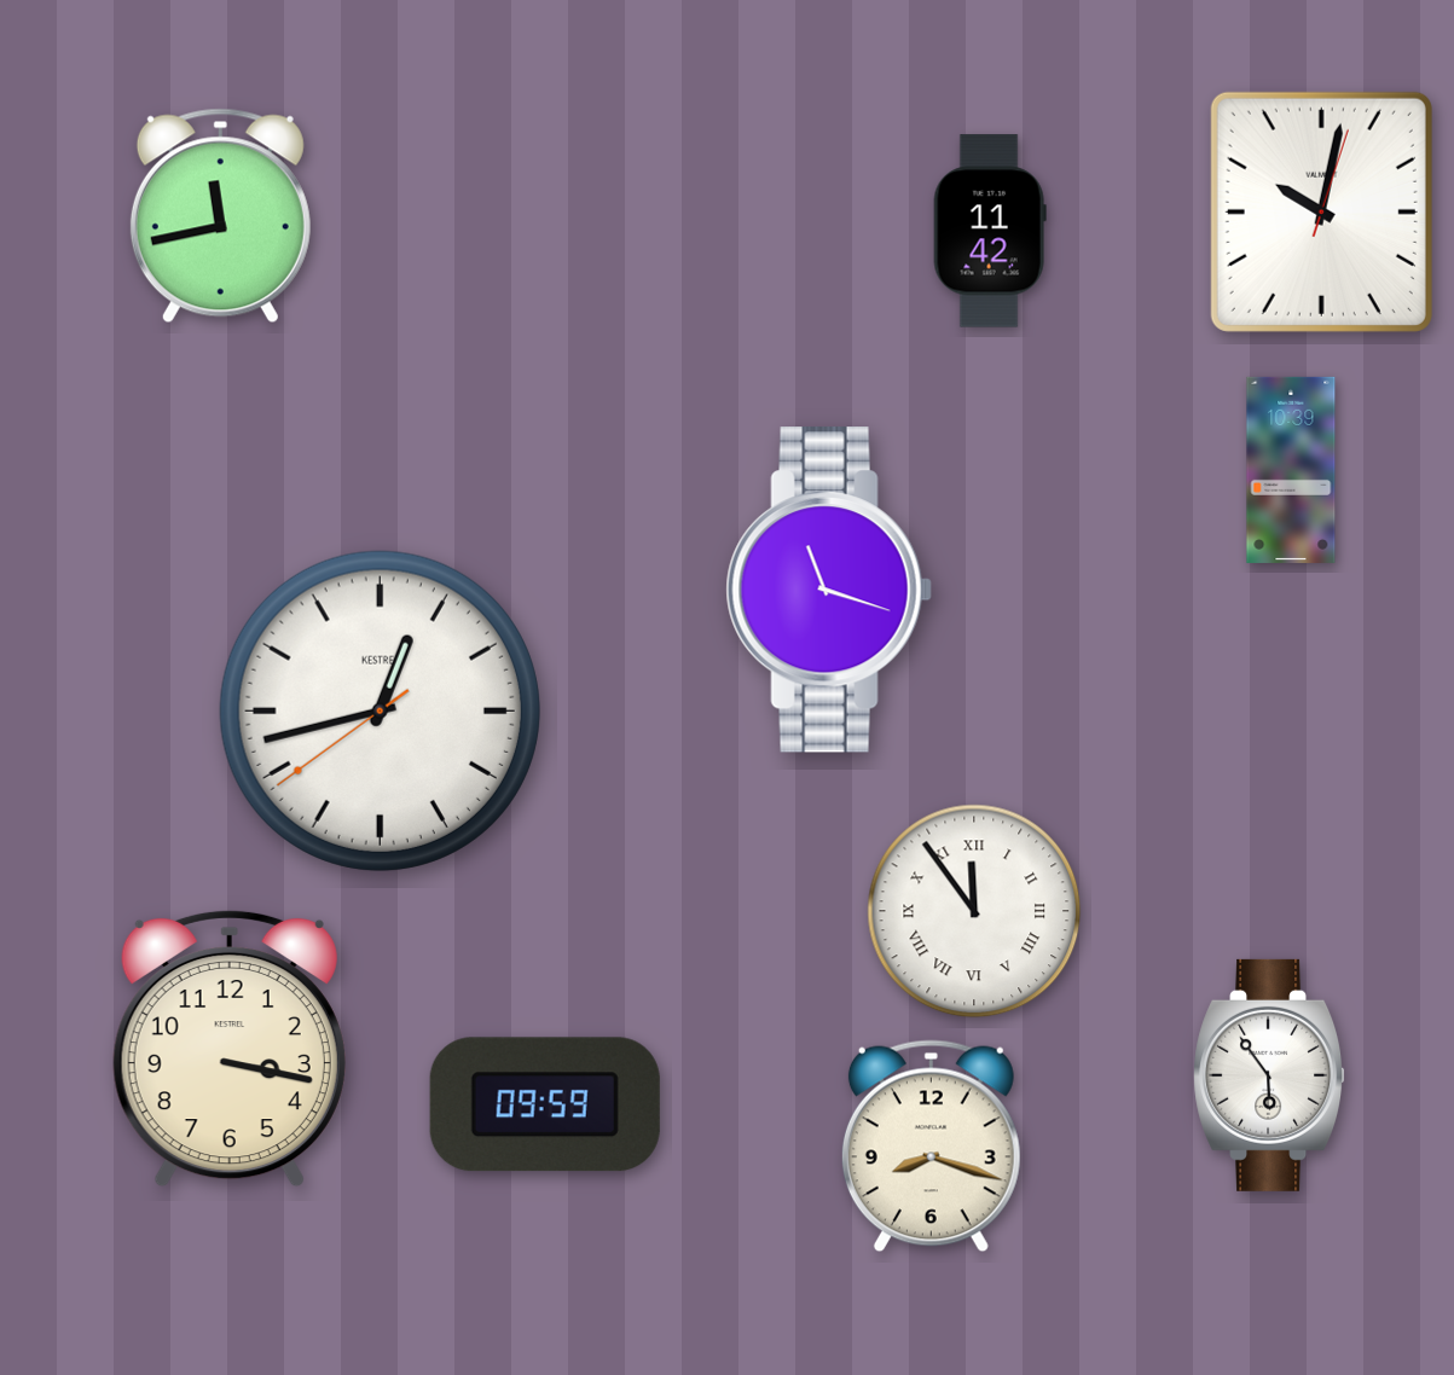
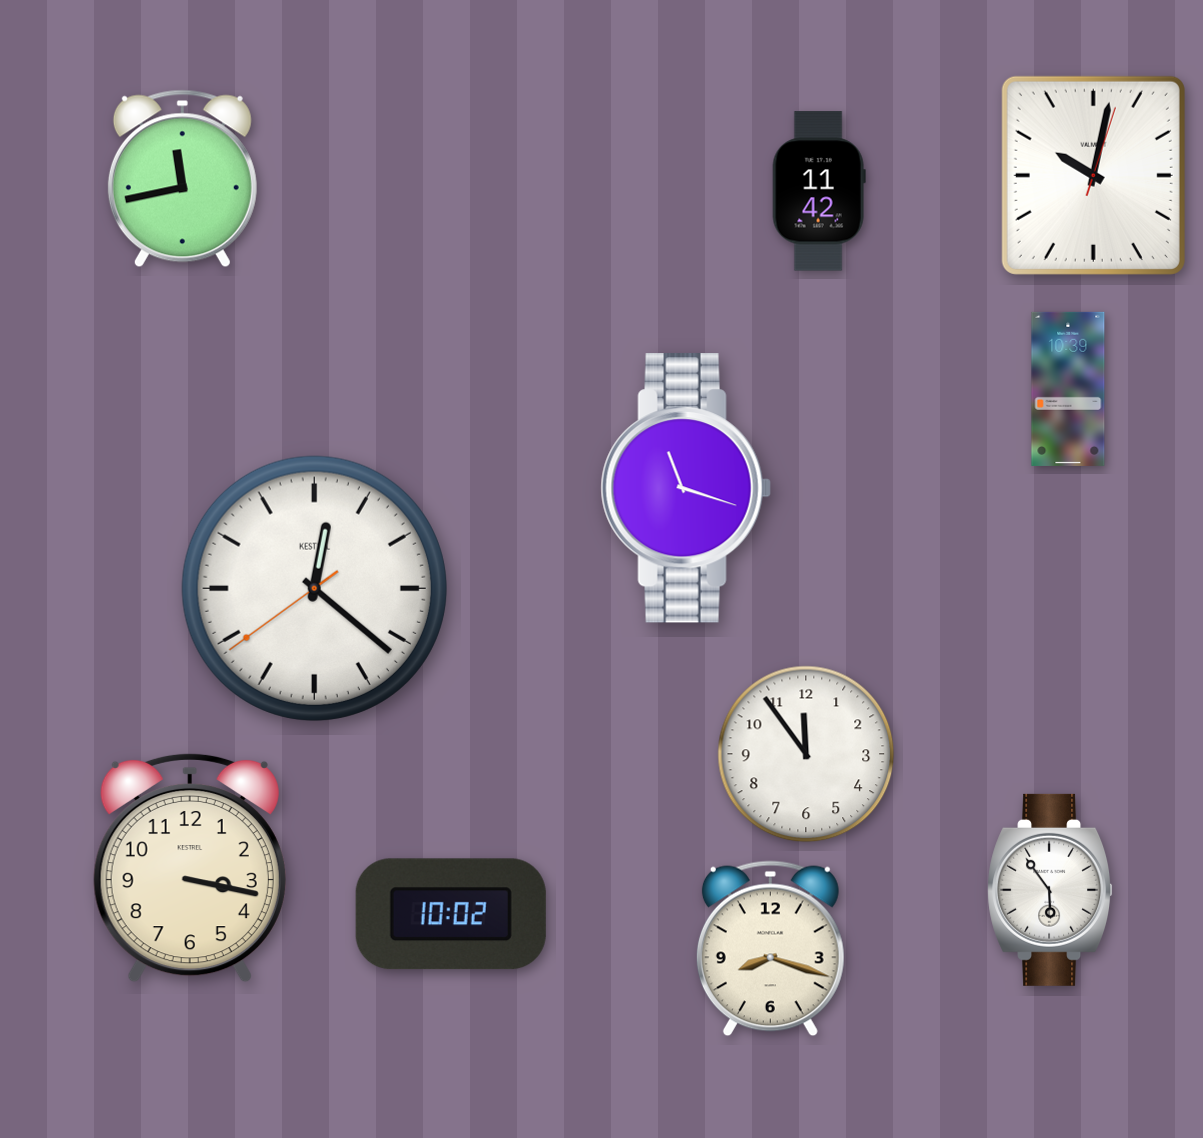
clock at (380, 710): 12:42 -> 12:21
clock at (974, 911) numerals: Roman -> Arabic
clock at (545, 1104): 09:59 -> 10:02
